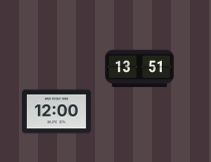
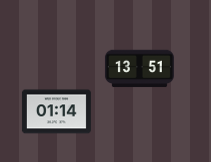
clock at (56, 112): 12:00 -> 01:14
